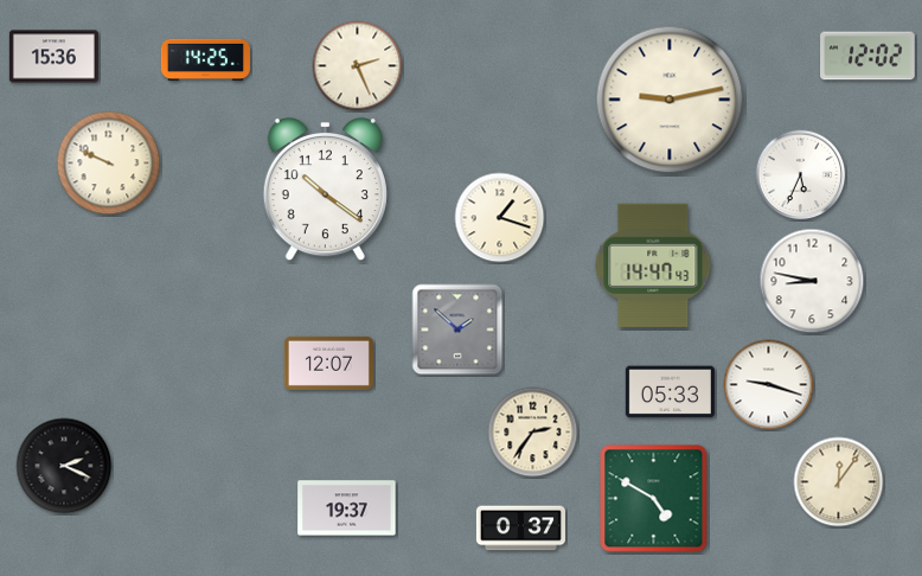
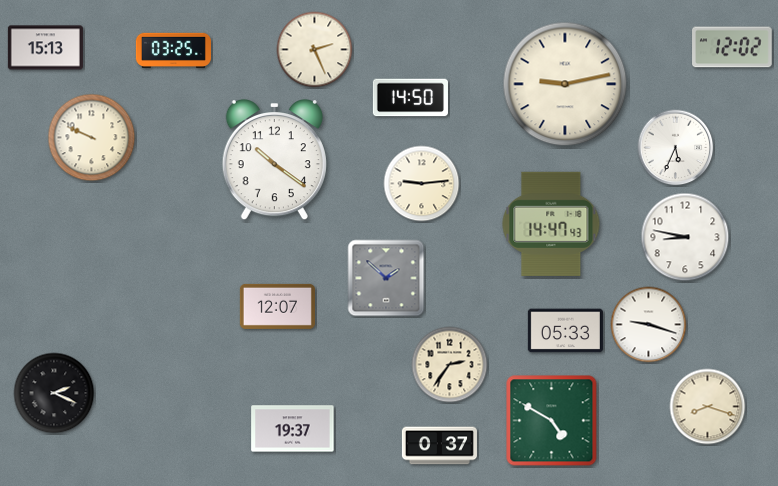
clock at (53, 57): 15:36 -> 15:13
clock at (205, 59): 14:25 -> 03:25
clock at (358, 66) position: (358, 66) -> (315, 50)
clock at (410, 98): none -> 14:50
clock at (500, 218): 1:18 -> 9:14
clock at (839, 482): 12:06 -> 8:18
